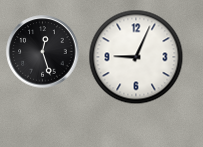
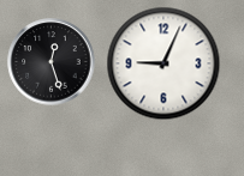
clock at (136, 57) position: (136, 57) -> (163, 63)
